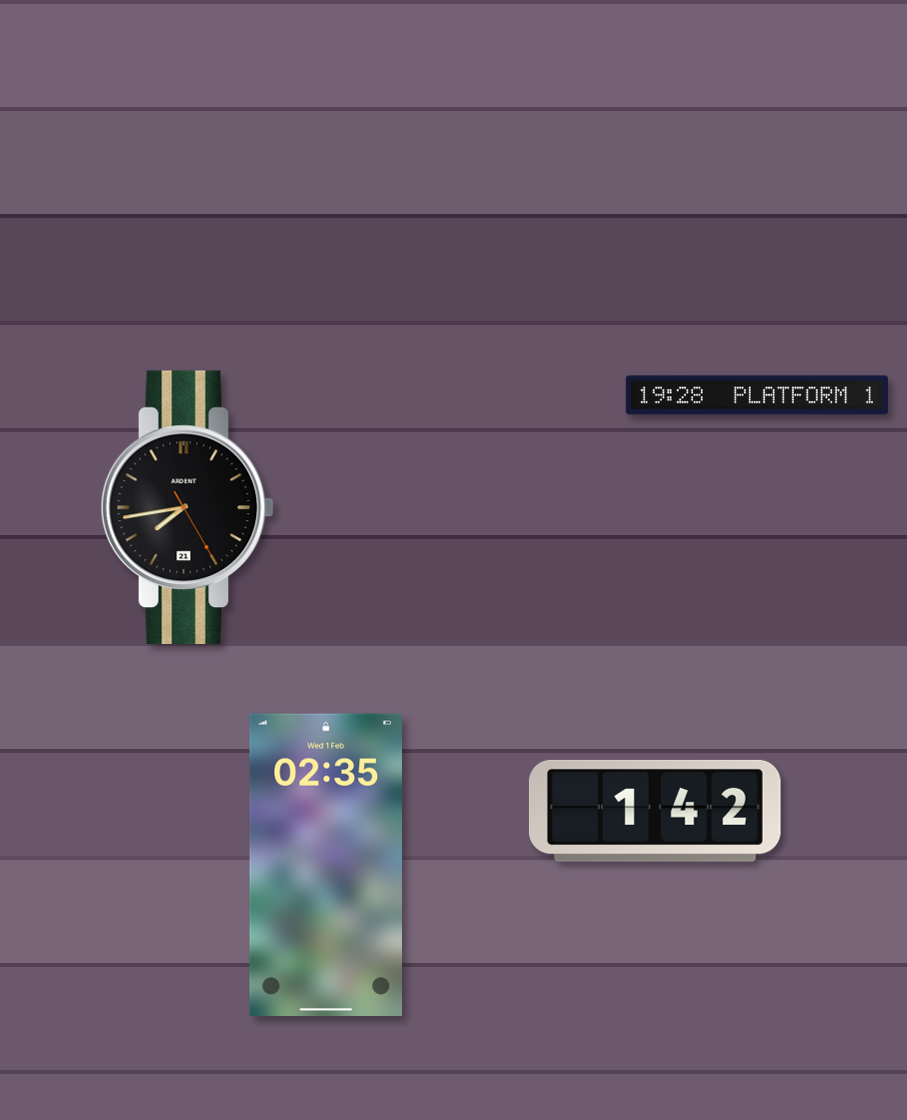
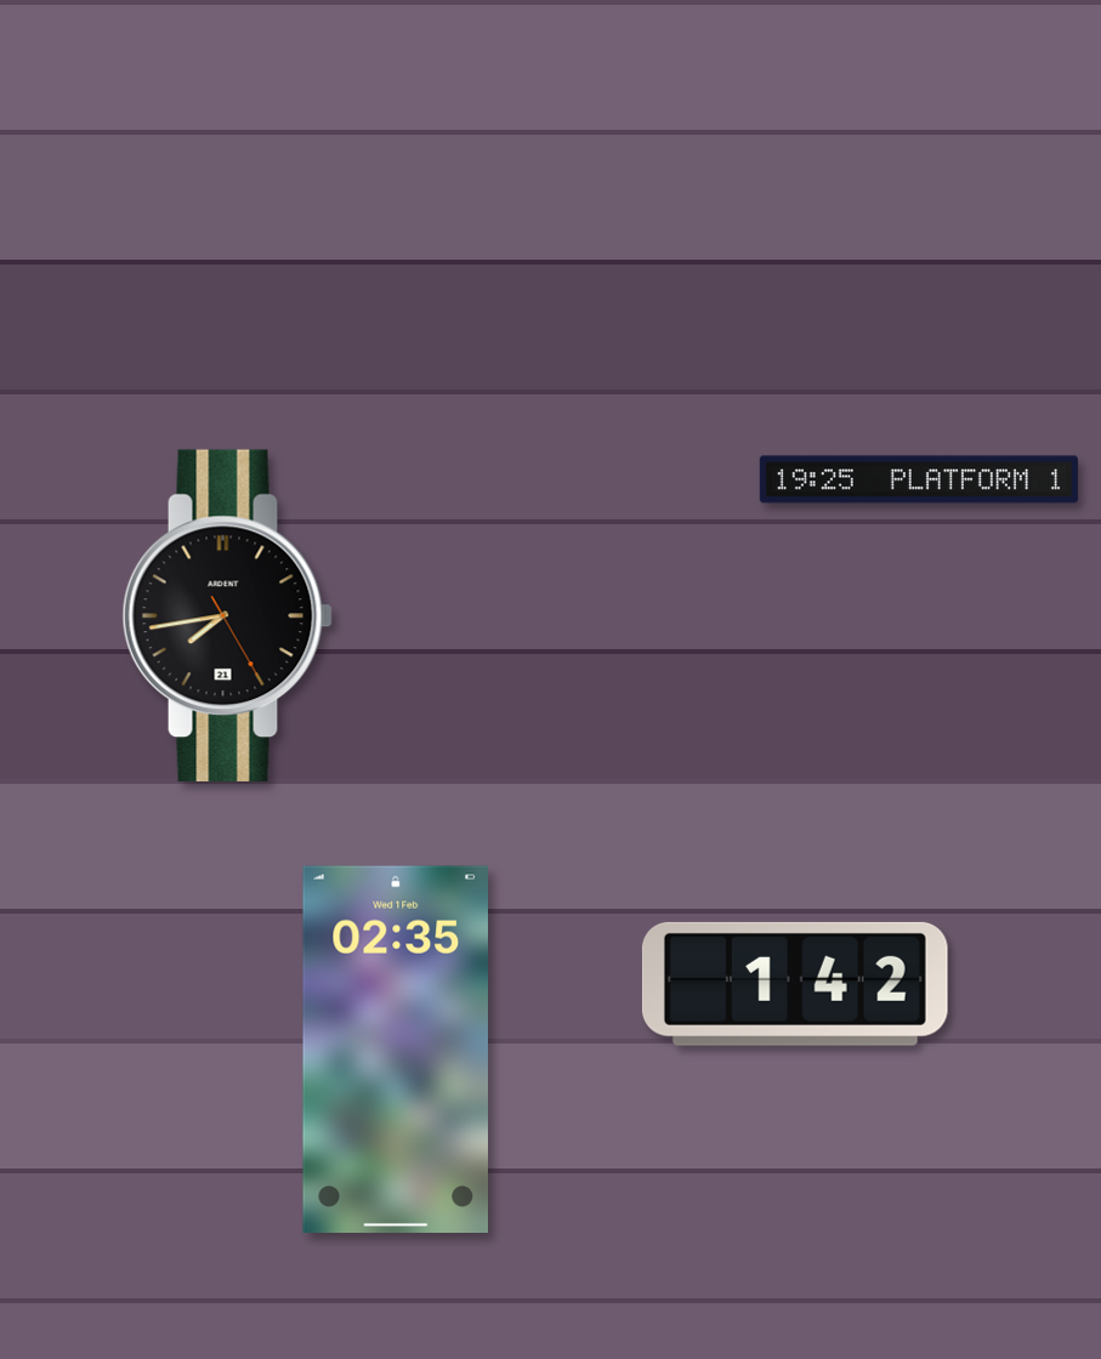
clock at (757, 395): 19:28 -> 19:25
